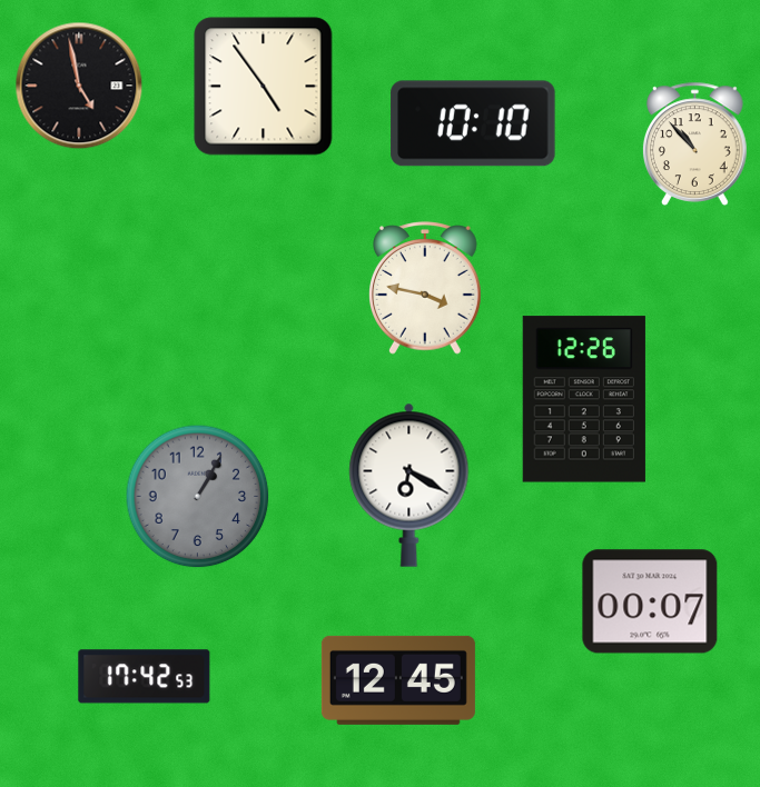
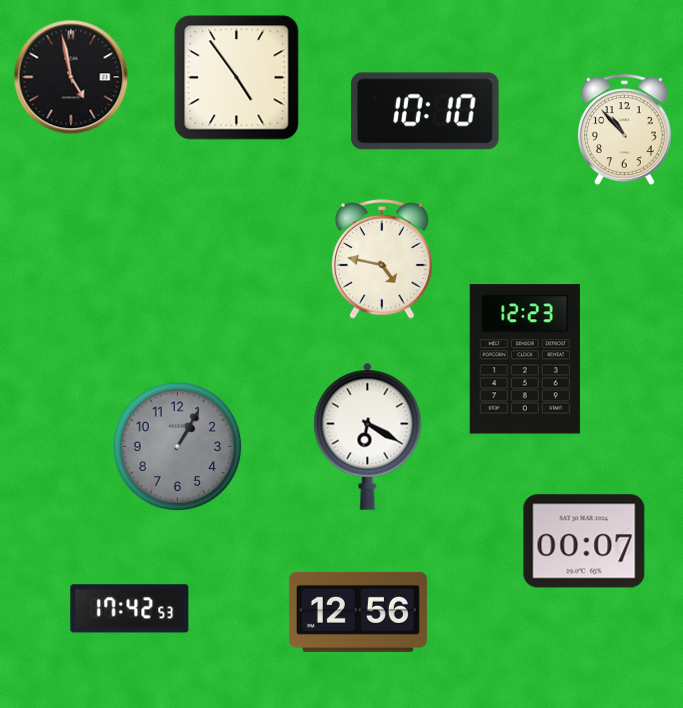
clock at (426, 288): 3:47 -> 4:47
clock at (584, 399): 12:26 -> 12:23
clock at (398, 680): 12:45 -> 12:56
